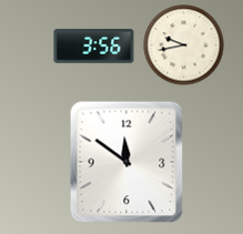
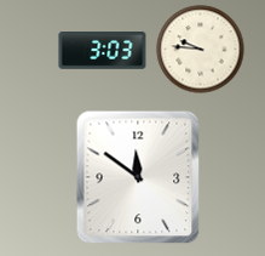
clock at (184, 45): 9:43 -> 9:46
clock at (94, 47): 3:56 -> 3:03
